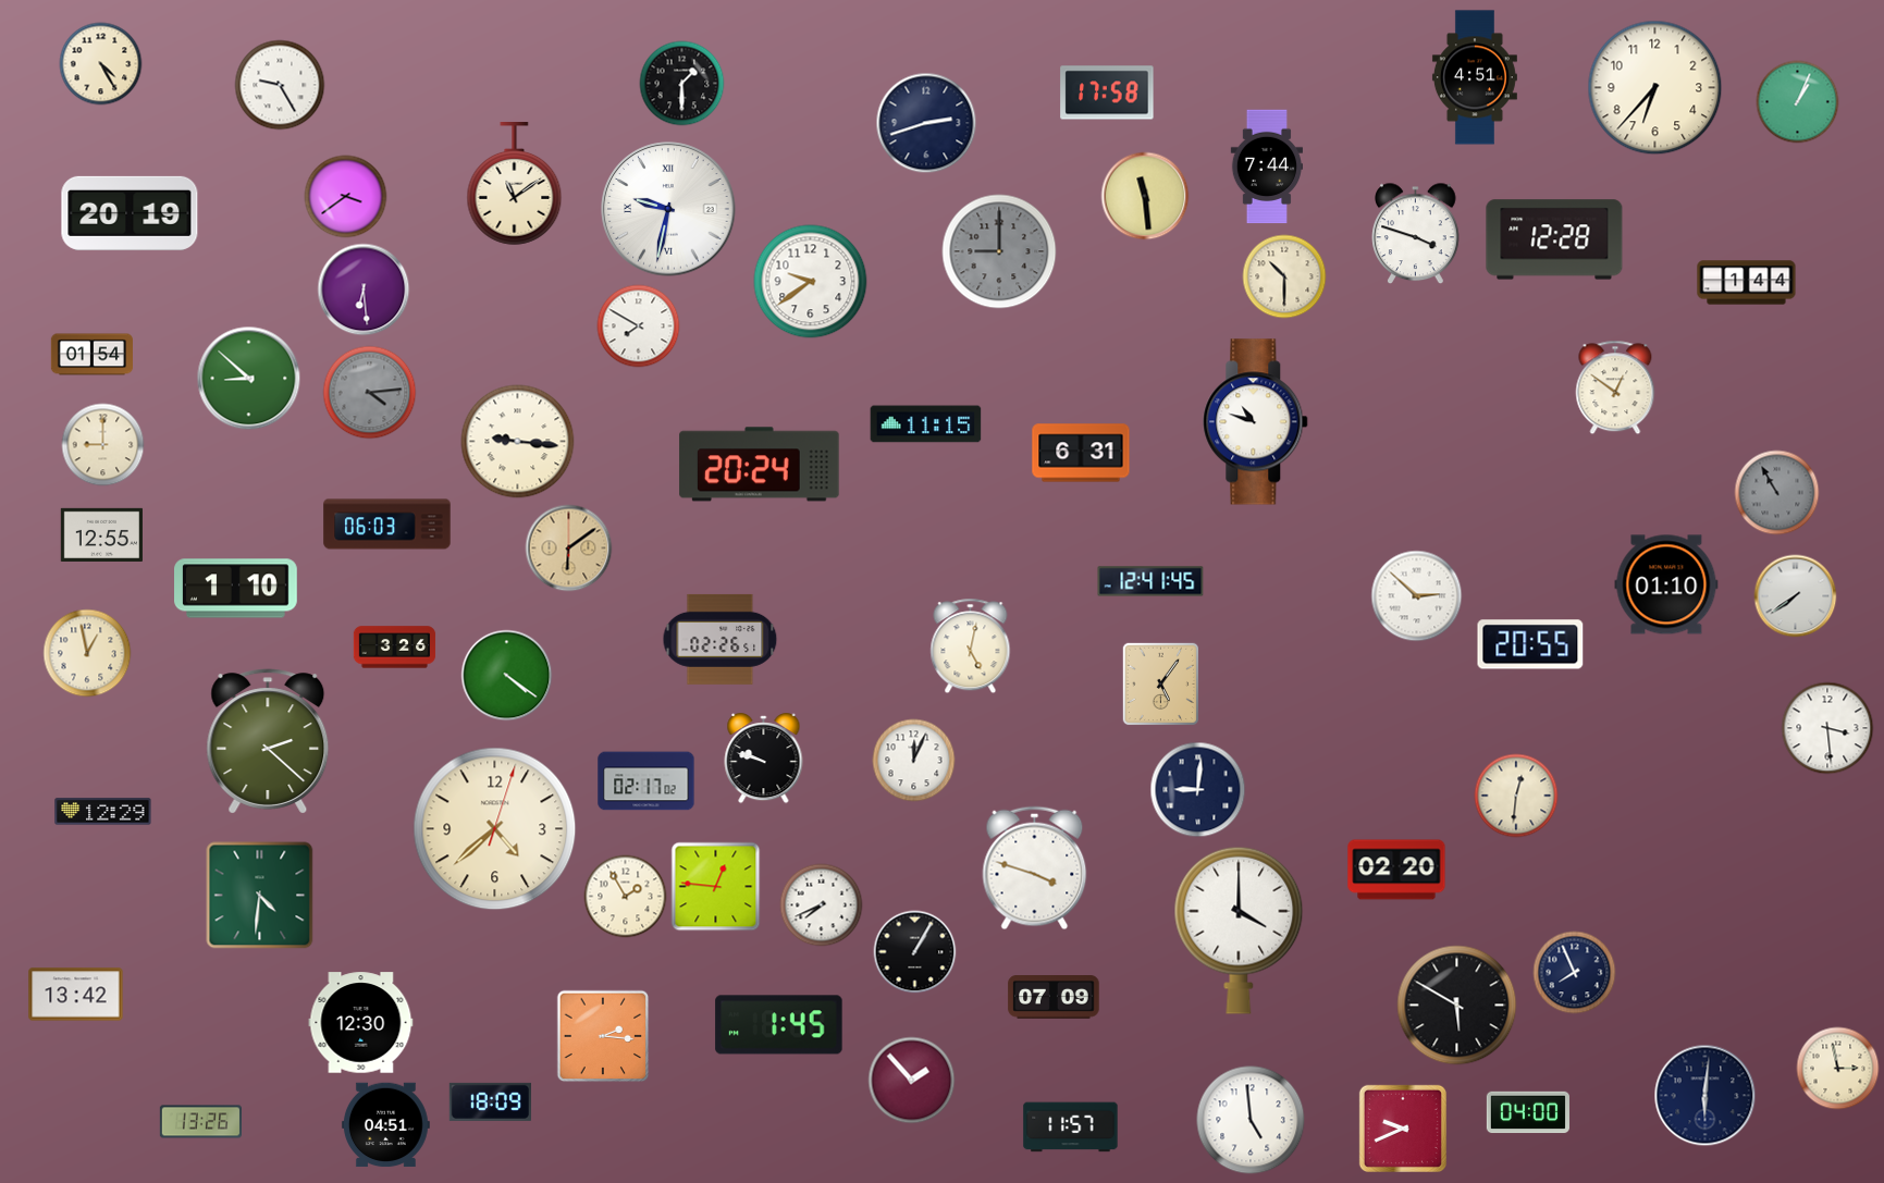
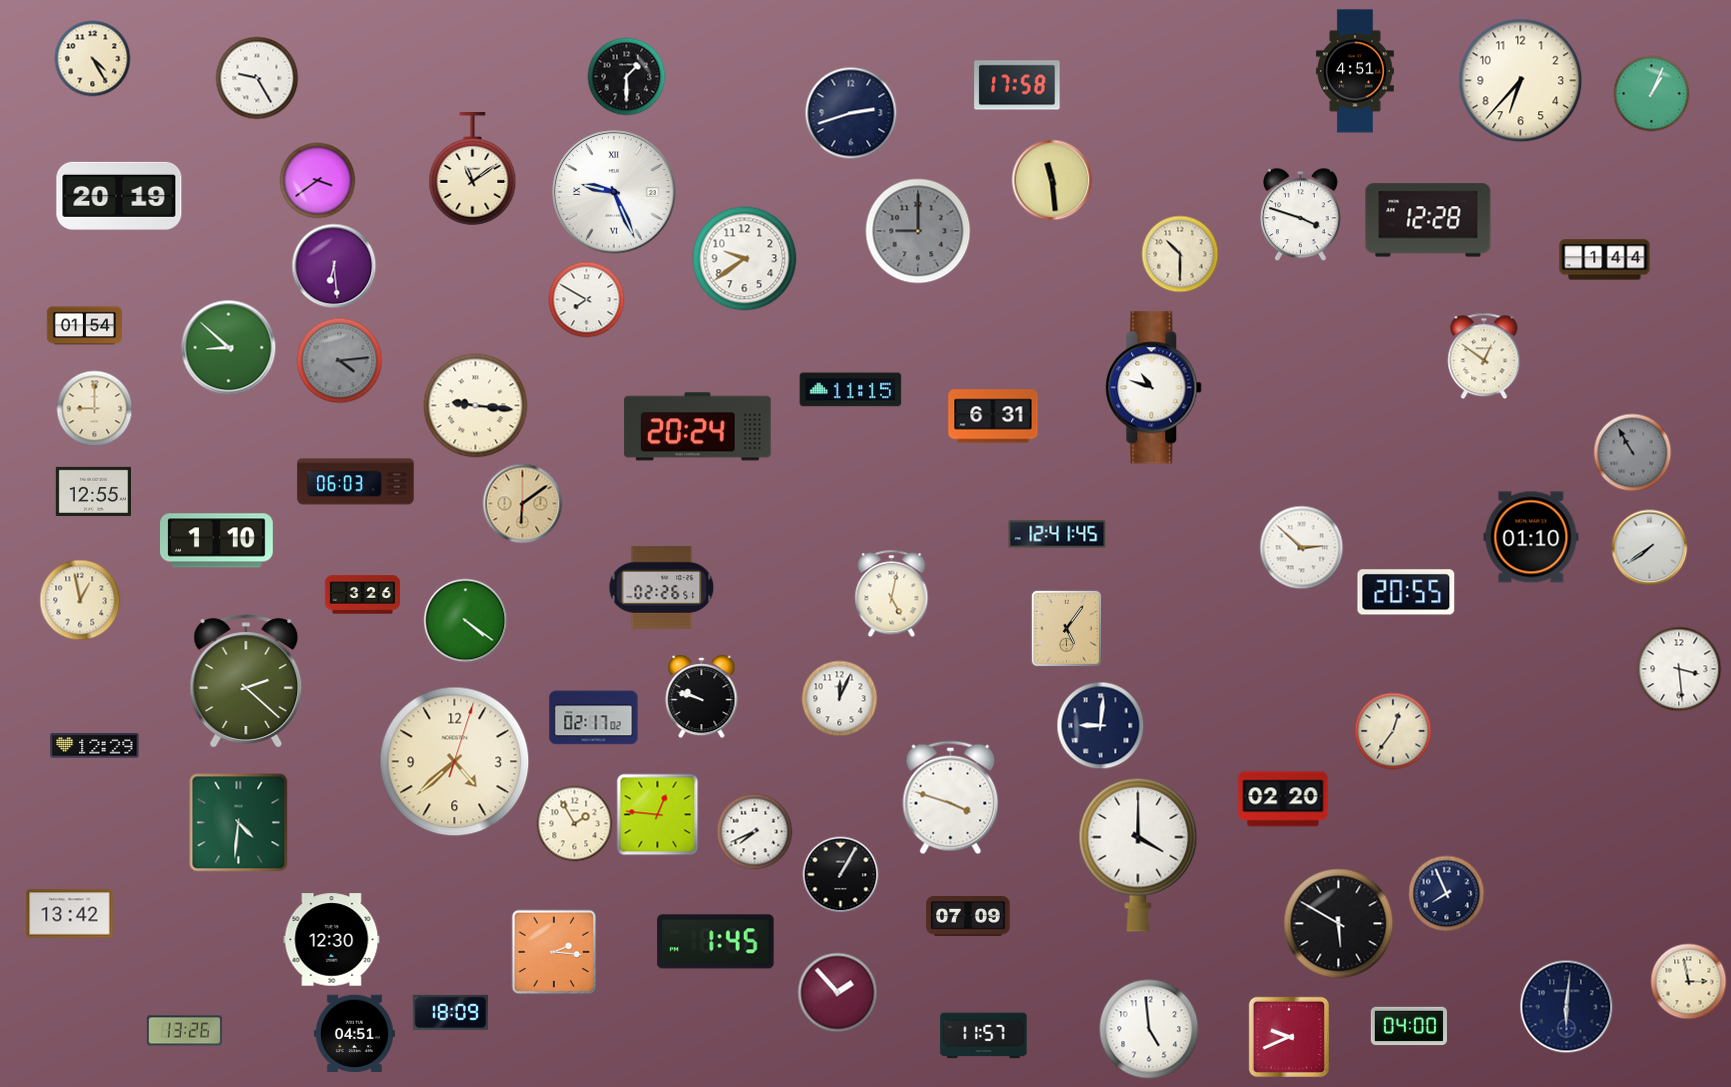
clock at (1266, 167): 7:44 -> none
clock at (668, 209): 9:32 -> 9:26
clock at (1516, 796): 12:31 -> 12:36
clock at (1528, 1112) position: (1528, 1112) -> (1409, 1026)
